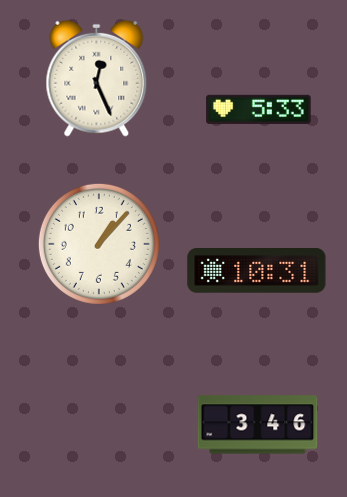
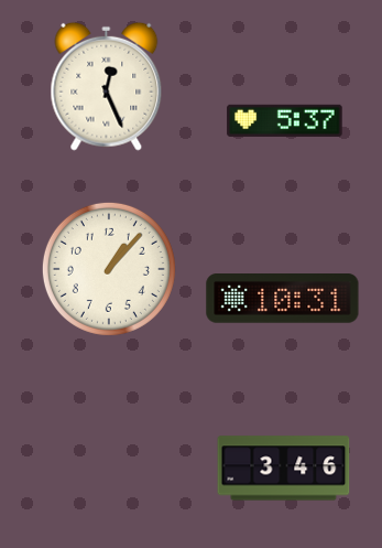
clock at (259, 109): 5:33 -> 5:37
